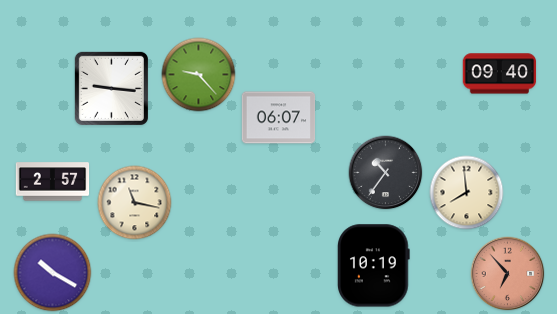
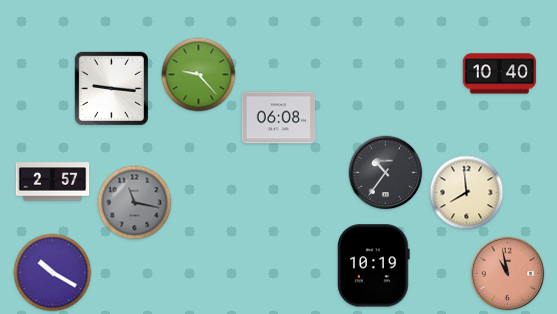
clock at (500, 74): 09:40 -> 10:40
clock at (279, 118): 06:07 -> 06:08
clock at (135, 203) dial: cream -> grey
clock at (508, 274): 6:53 -> 10:58
